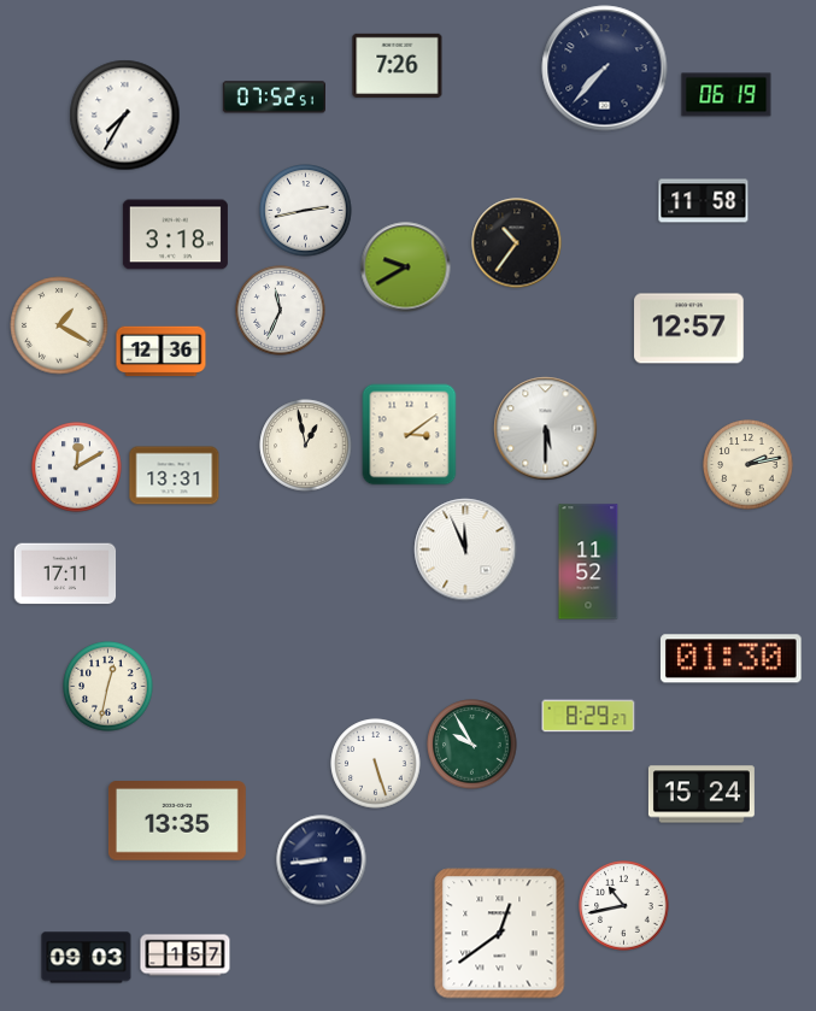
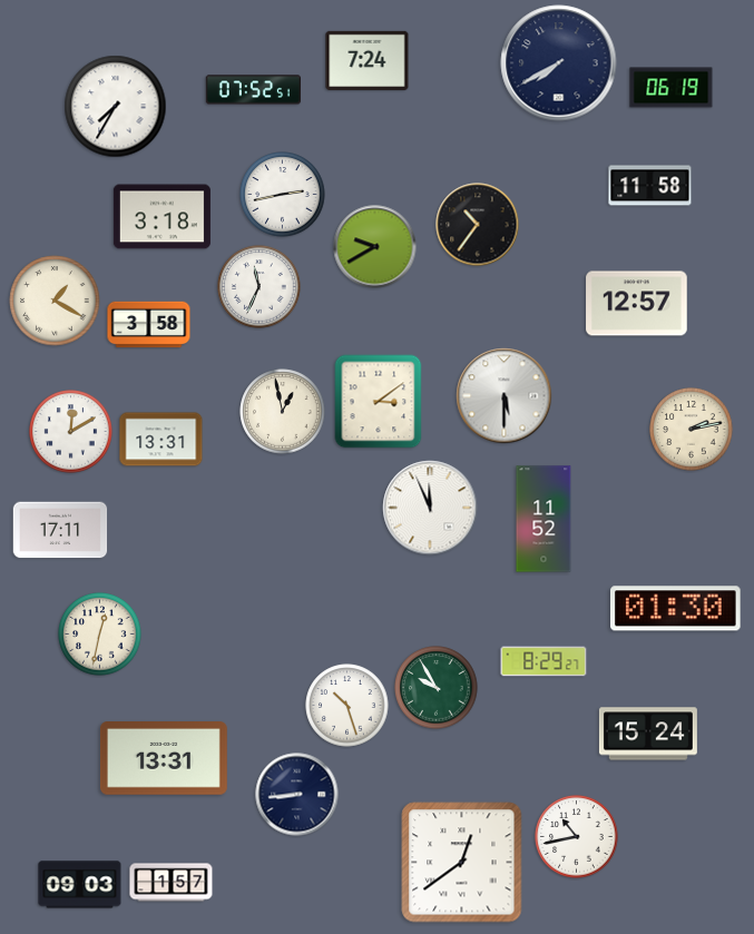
clock at (398, 65): 7:26 -> 7:24
clock at (605, 69): 7:37 -> 7:40
clock at (162, 352): 12:36 -> 3:58
clock at (376, 764): 5:27 -> 10:27
clock at (177, 822): 13:35 -> 13:31
